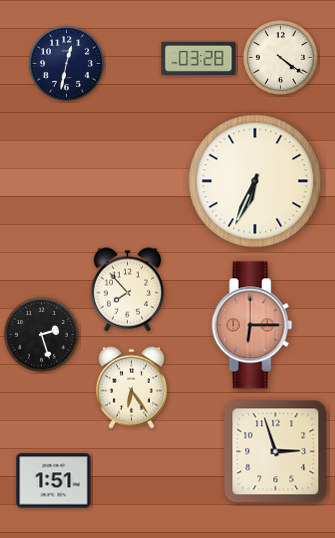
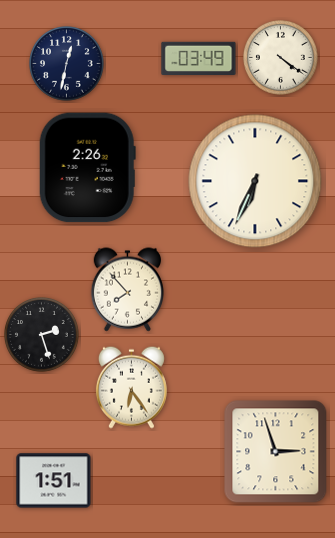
clock at (199, 59): 03:28 -> 03:49
clock at (87, 168): none -> 2:26
clock at (252, 325): 6:15 -> none
